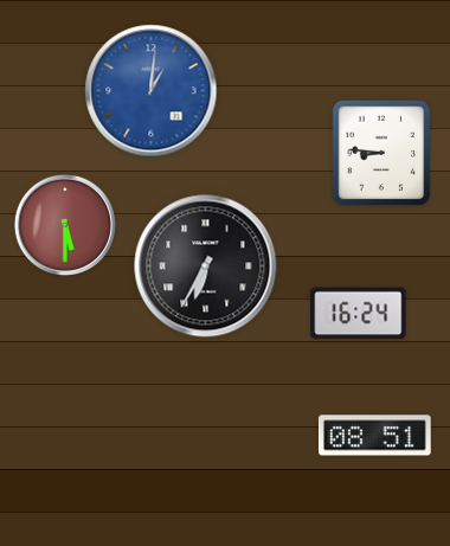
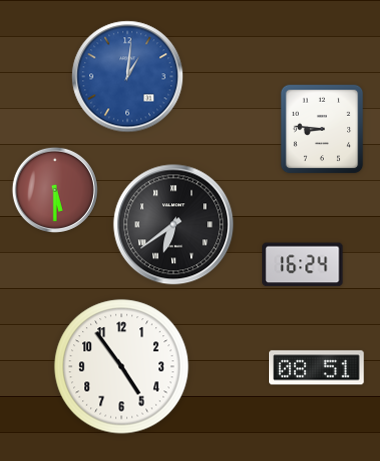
clock at (206, 266): 6:35 -> 6:39
clock at (122, 367): none -> 4:54
